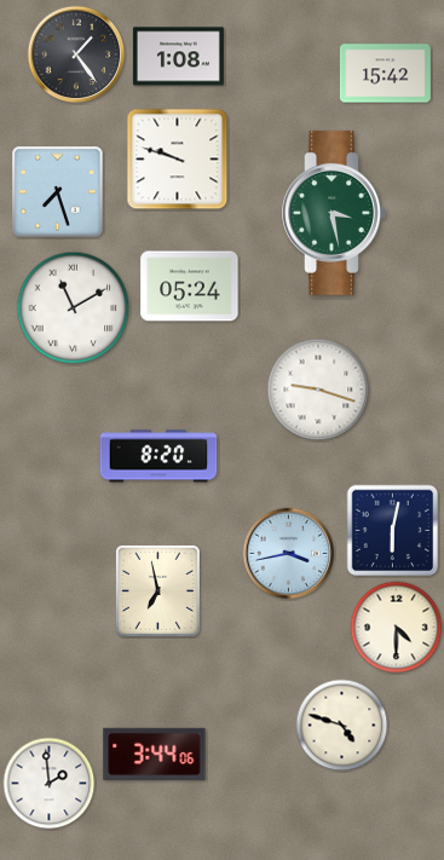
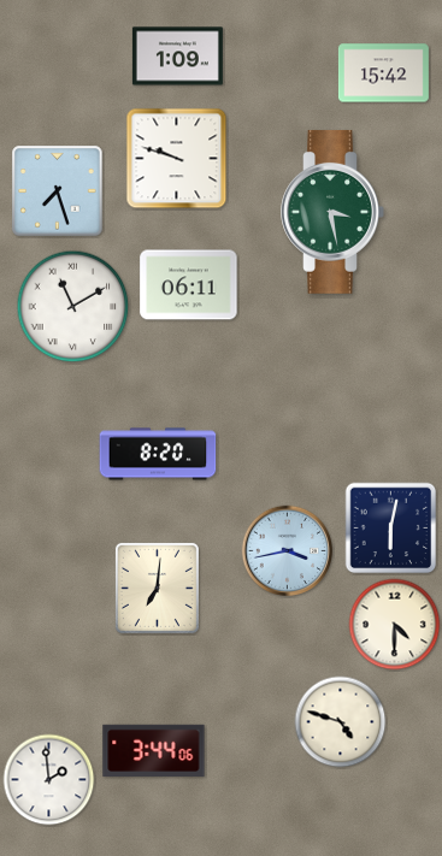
clock at (76, 54): 1:24 -> none
clock at (178, 57): 1:08 -> 1:09
clock at (190, 287): 05:24 -> 06:11
clock at (318, 389): 9:18 -> none
clock at (157, 590): 6:58 -> 7:01
